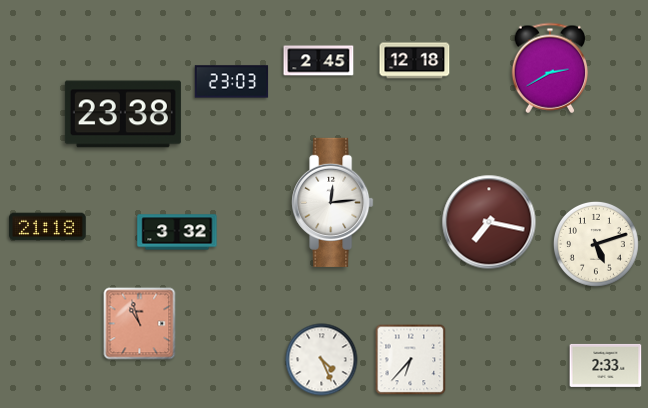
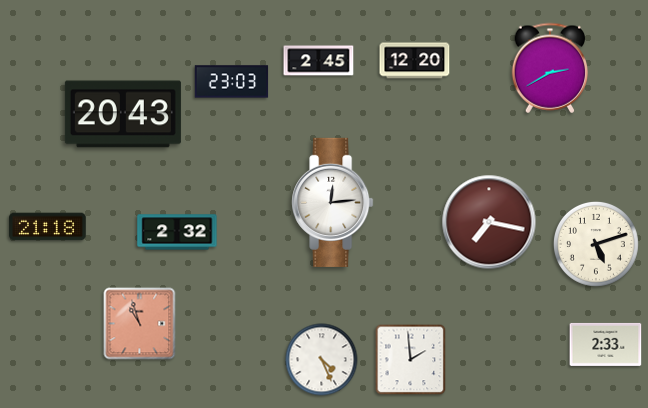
clock at (415, 61): 12:18 -> 12:20
clock at (123, 114): 23:38 -> 20:43
clock at (177, 232): 3:32 -> 2:32
clock at (411, 360): 6:37 -> 1:59
clock at (606, 365) position: (606, 365) -> (606, 344)
